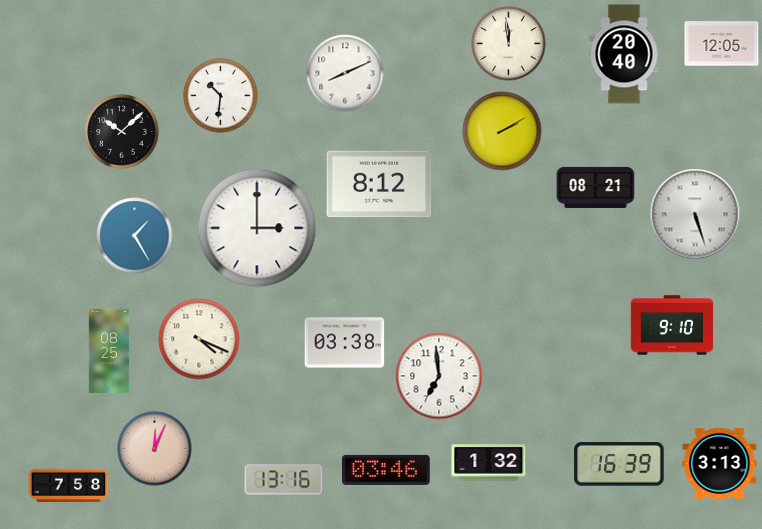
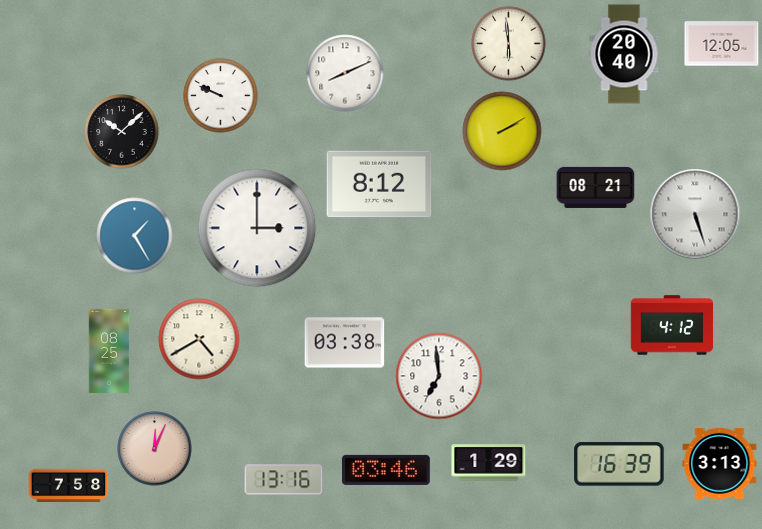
clock at (509, 44): 11:59 -> 5:59
clock at (221, 96): 10:31 -> 9:49
clock at (672, 325): 9:10 -> 4:12
clock at (199, 339): 4:19 -> 4:40
clock at (489, 463): 1:32 -> 1:29
